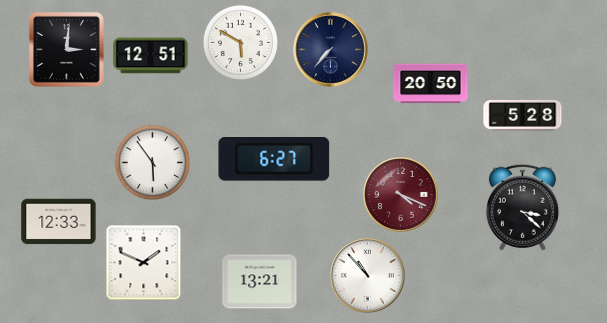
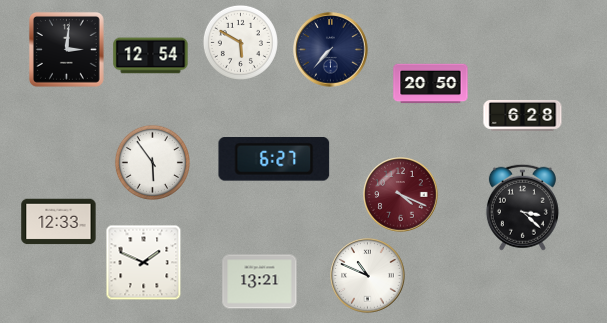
clock at (151, 56): 12:51 -> 12:54
clock at (523, 115): 5:28 -> 6:28
clock at (368, 276): 10:53 -> 10:49
